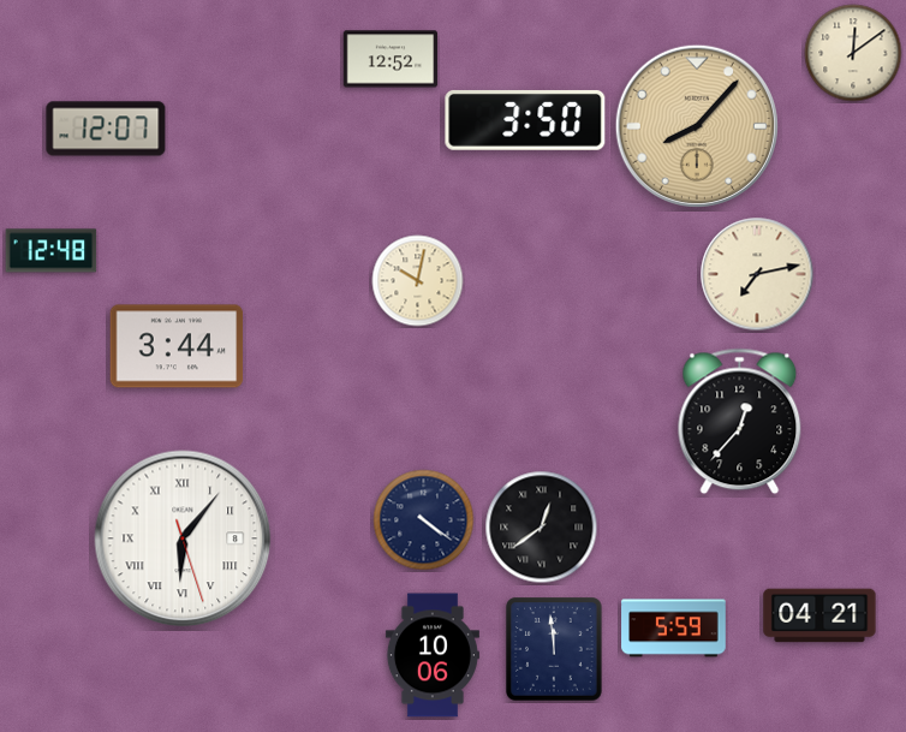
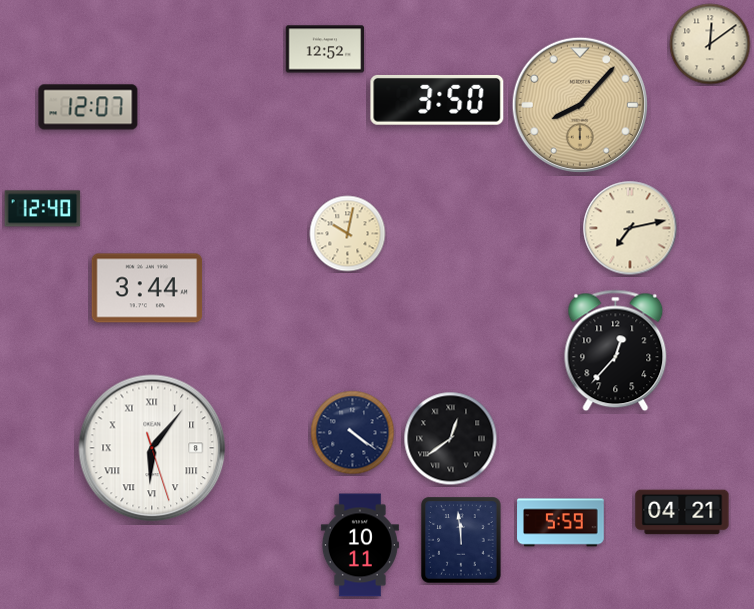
clock at (52, 251): 12:48 -> 12:40
clock at (433, 655): 10:06 -> 10:11
